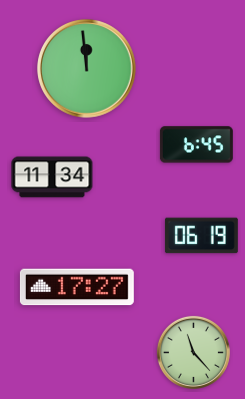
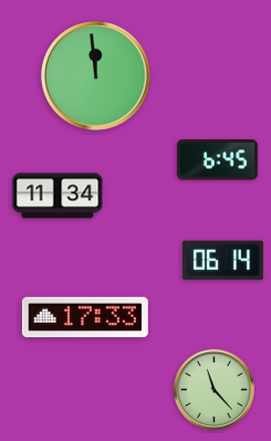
clock at (201, 236): 06:19 -> 06:14
clock at (77, 287): 17:27 -> 17:33
